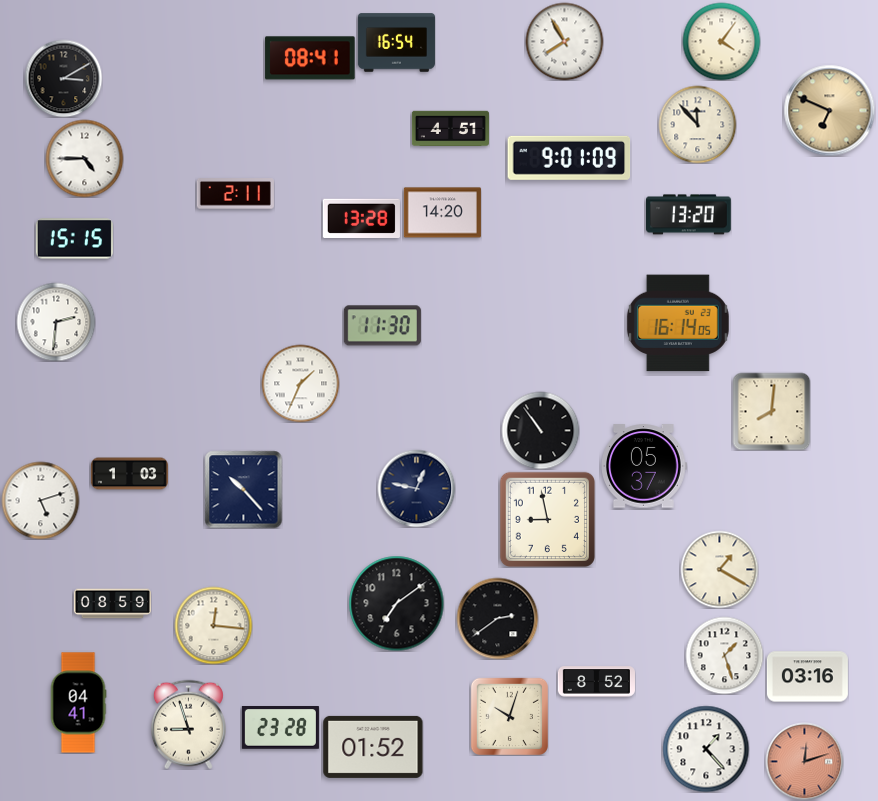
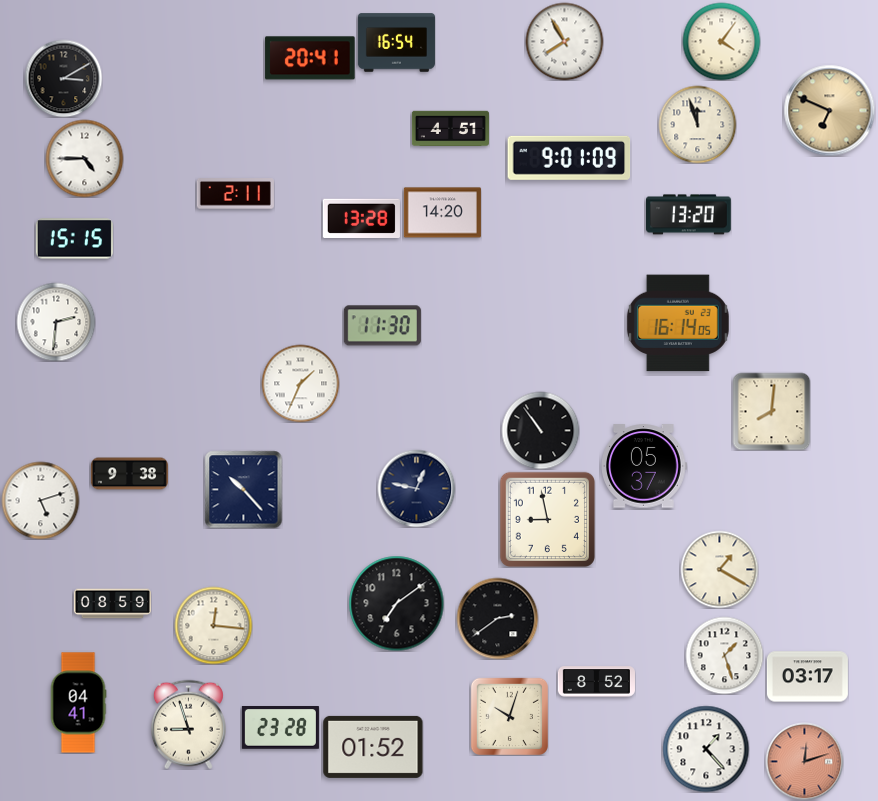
clock at (310, 58): 08:41 -> 20:41
clock at (697, 124): 11:53 -> 11:57
clock at (129, 474): 1:03 -> 9:38
clock at (807, 677): 03:16 -> 03:17
